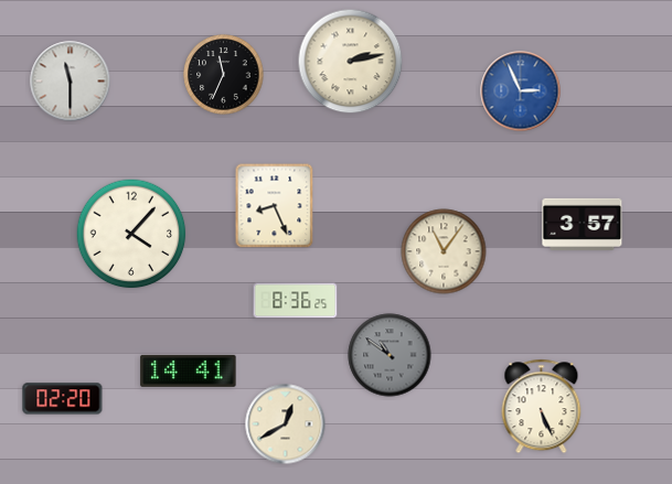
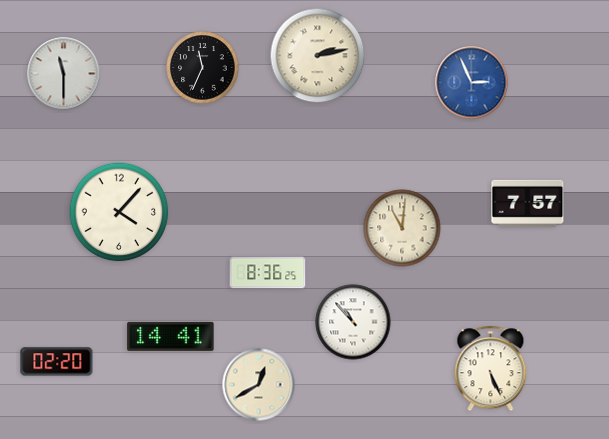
clock at (275, 206): 8:26 -> none
clock at (583, 224): 3:57 -> 7:57
clock at (444, 251): 11:06 -> 11:01
clock at (390, 355): 10:51 -> 10:53
clock at (390, 355) dial: grey -> white
